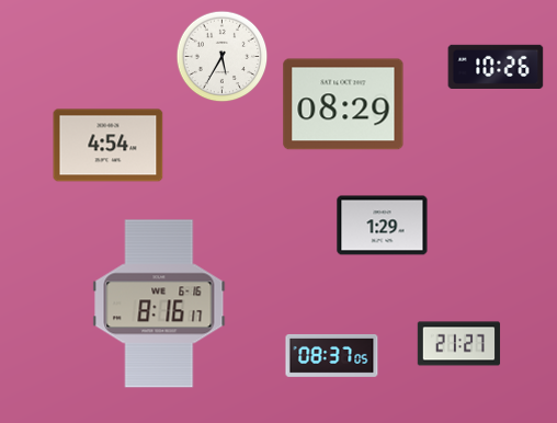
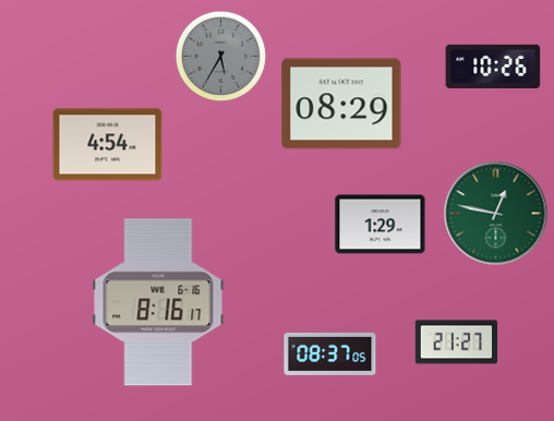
clock at (223, 57) dial: white -> grey
clock at (496, 214): none -> 12:47
